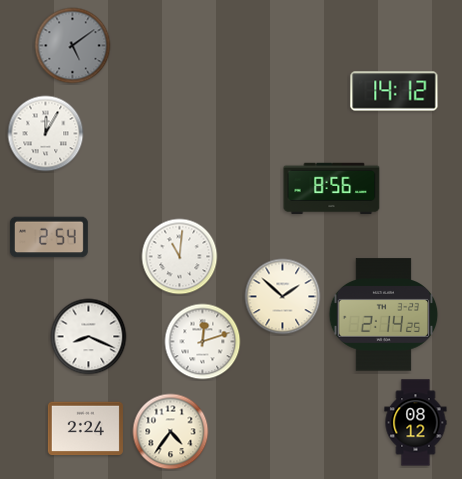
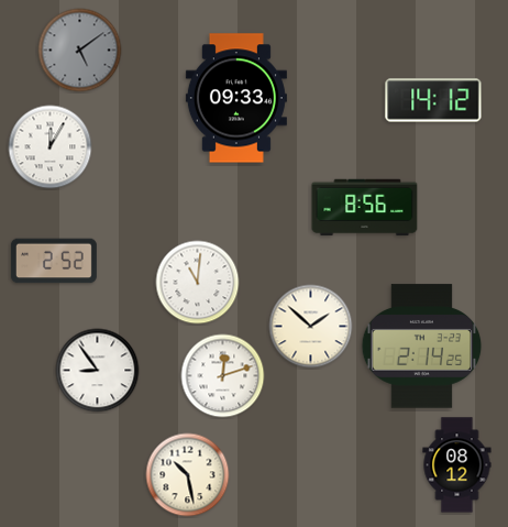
clock at (236, 98): none -> 09:33
clock at (49, 237): 2:54 -> 2:52
clock at (89, 337): 8:19 -> 8:54
clock at (85, 429): 2:24 -> none
clock at (171, 432): 4:36 -> 10:28
